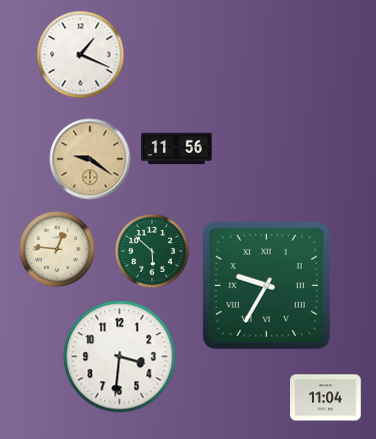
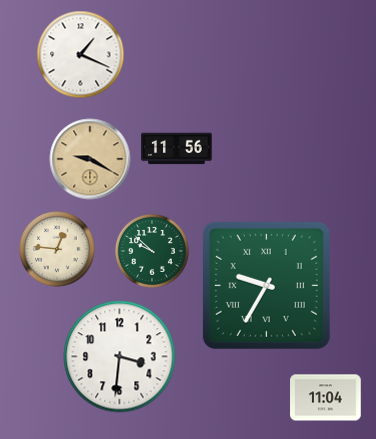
clock at (90, 159): 9:21 -> 9:20
clock at (152, 251): 5:52 -> 9:52
